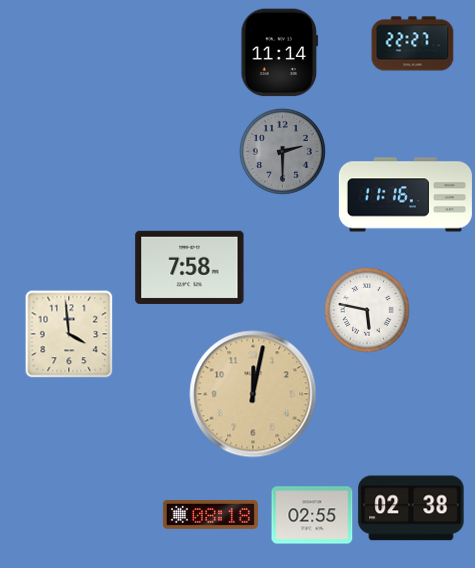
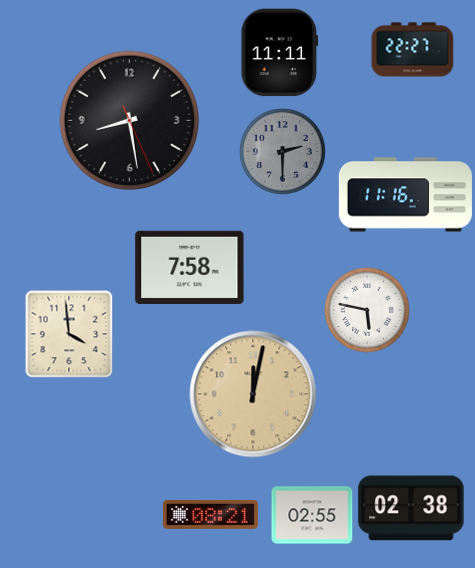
clock at (413, 44) position: (413, 44) -> (413, 50)
clock at (280, 53): 11:14 -> 11:11
clock at (130, 121): none -> 8:28
clock at (210, 514): 08:18 -> 08:21
